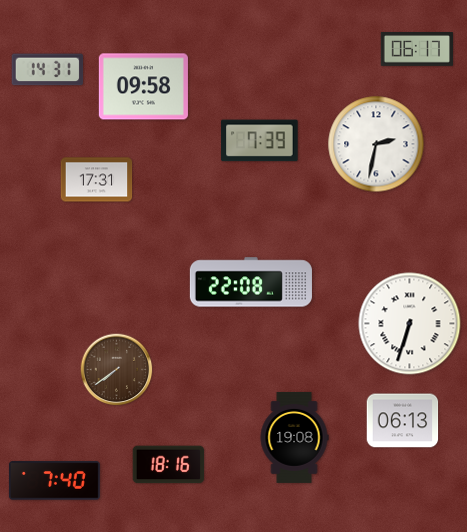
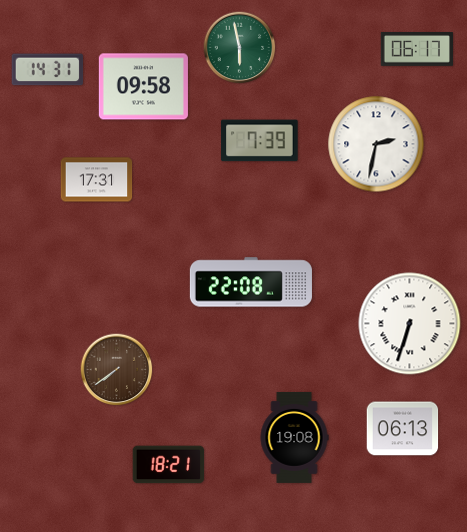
clock at (240, 48): none -> 5:58
clock at (403, 421) position: (403, 421) -> (403, 429)
clock at (169, 465): 18:16 -> 18:21
clock at (54, 481): 7:40 -> none
